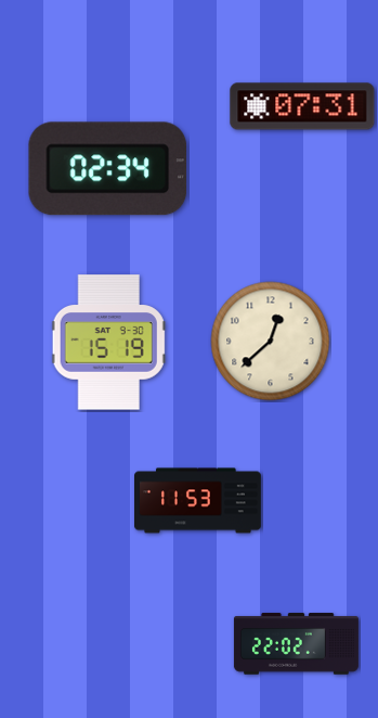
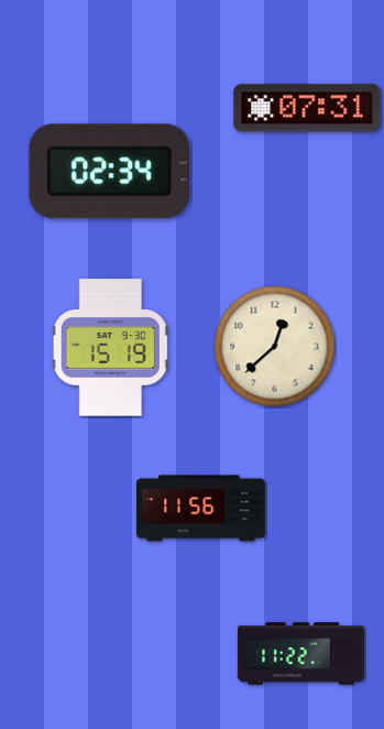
clock at (198, 501): 11:53 -> 11:56
clock at (296, 644): 22:02 -> 11:22
